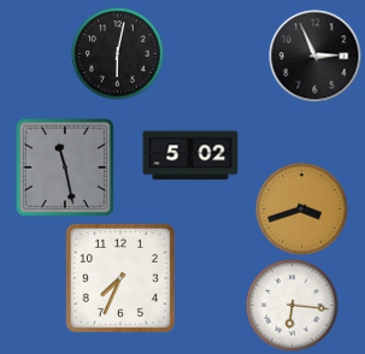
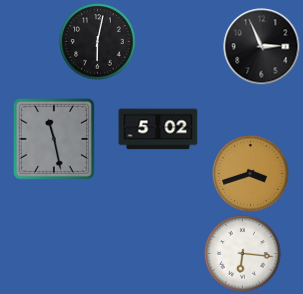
clock at (118, 54) position: (118, 54) -> (98, 42)
clock at (120, 278): 7:34 -> none
